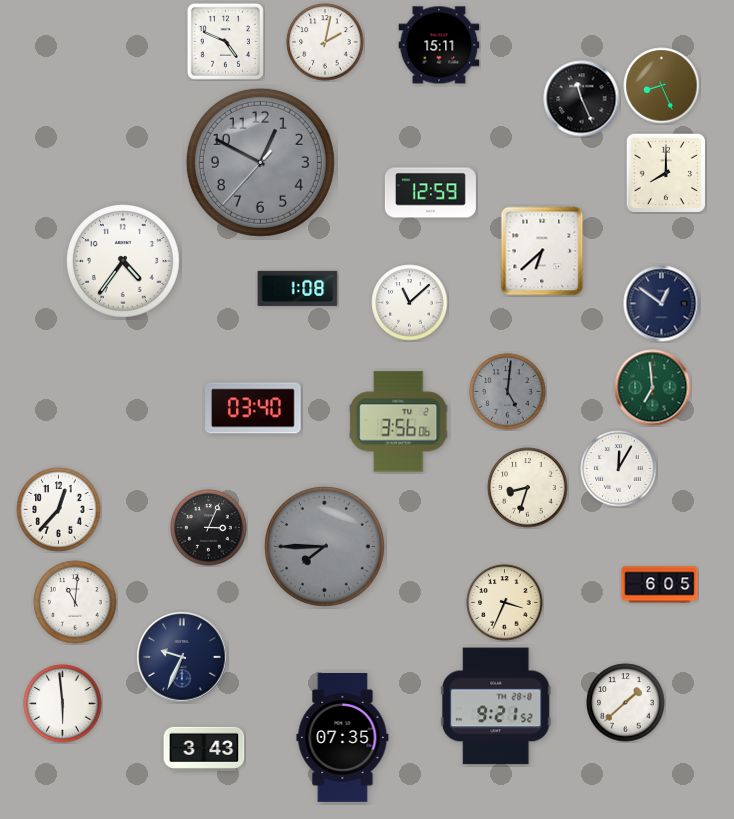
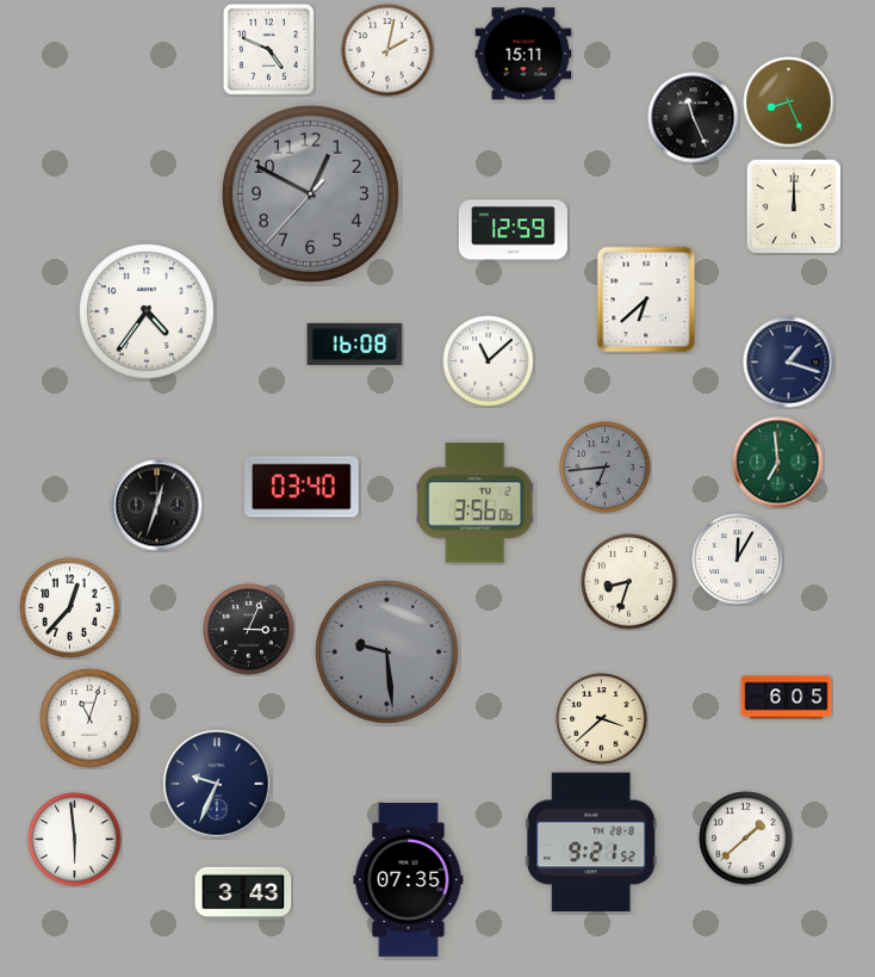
clock at (665, 172): 8:00 -> 12:00
clock at (298, 288): 1:08 -> 16:08
clock at (662, 304): 12:51 -> 1:18
clock at (508, 392): 5:01 -> 6:44
clock at (157, 506): none -> 12:33
clock at (324, 546): 7:45 -> 9:29
clock at (75, 602): 11:01 -> 11:03
clock at (505, 603): 3:34 -> 3:38
